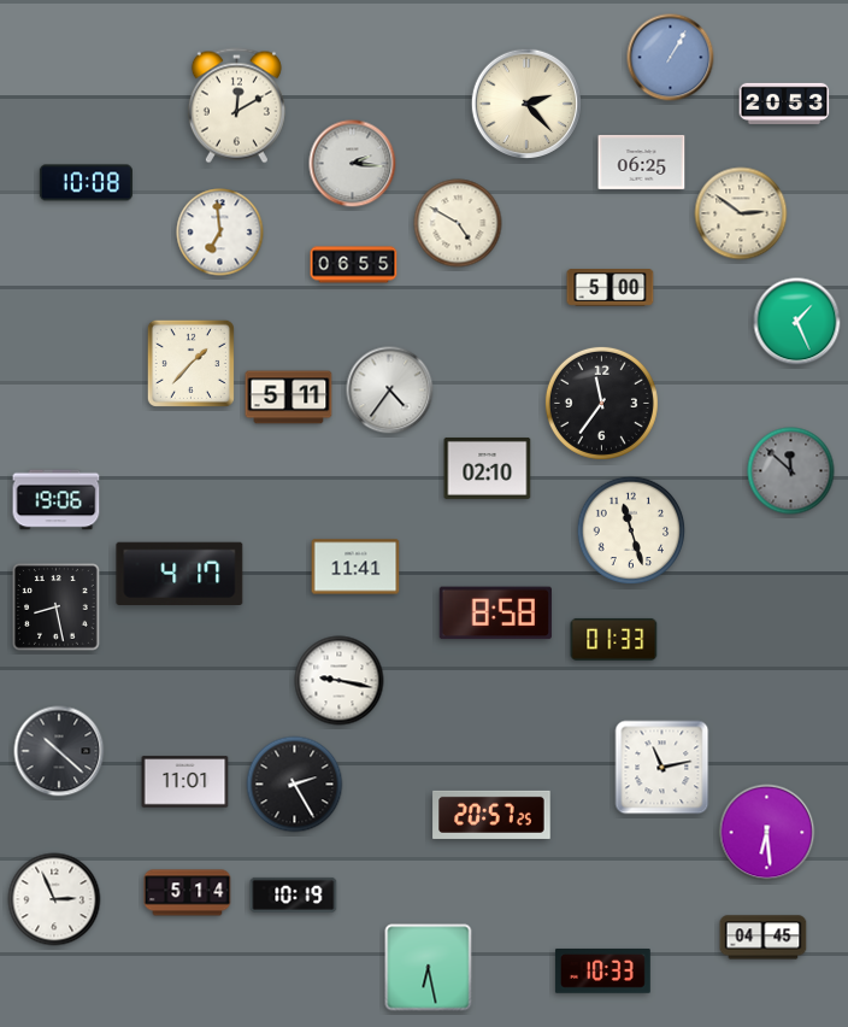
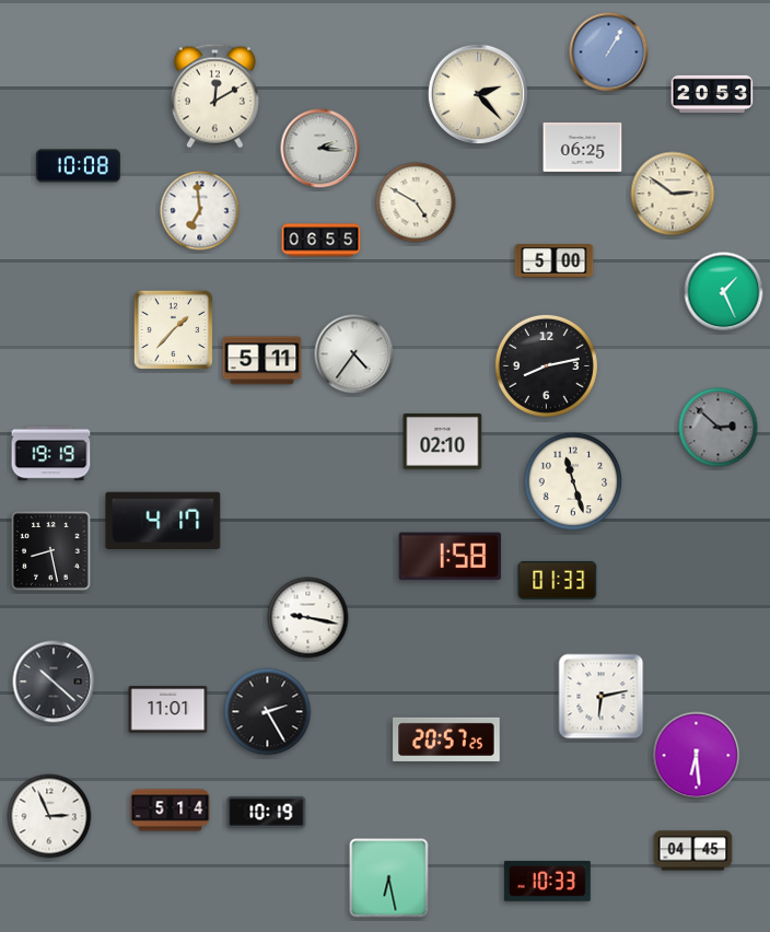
clock at (601, 403): 11:36 -> 8:13
clock at (488, 468) position: (488, 468) -> (443, 441)
clock at (791, 471): 11:52 -> 2:52
clock at (57, 500): 19:06 -> 19:19
clock at (355, 567): 11:41 -> none
clock at (495, 614): 8:58 -> 1:58
clock at (662, 768): 11:13 -> 6:13
